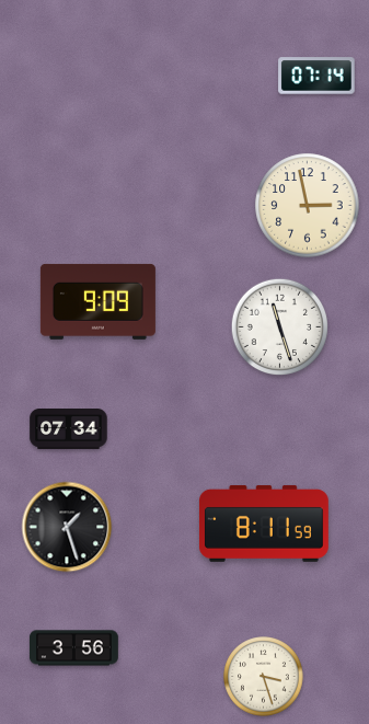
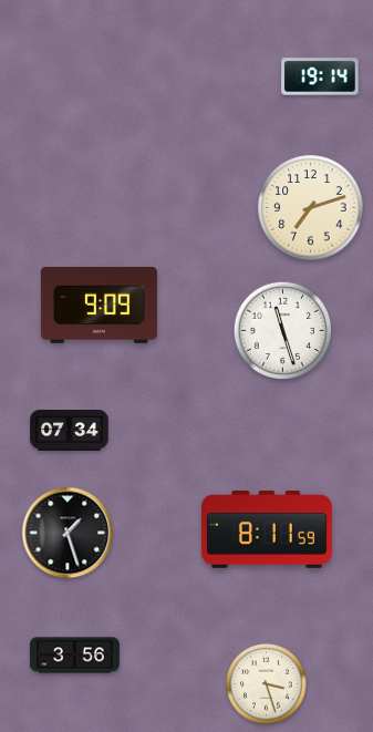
clock at (316, 76): 07:14 -> 19:14
clock at (308, 206): 2:58 -> 7:12
clock at (69, 429) position: (69, 429) -> (70, 431)
